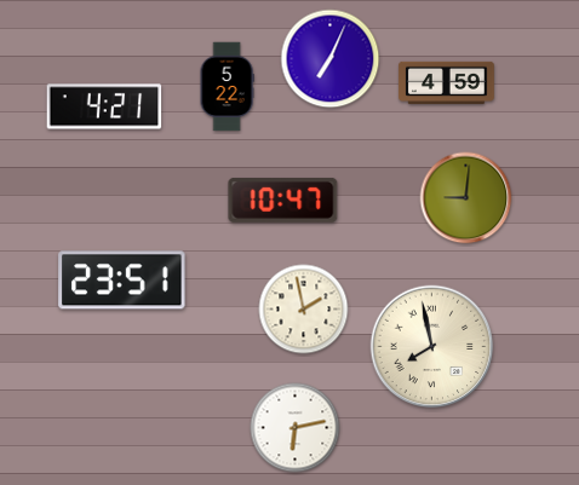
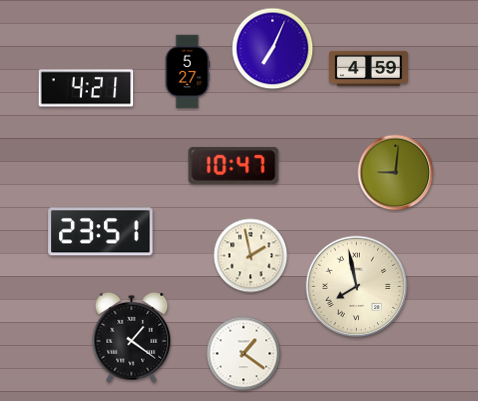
clock at (227, 87): 5:22 -> 5:27
clock at (466, 198) position: (466, 198) -> (396, 173)
clock at (132, 337): none -> 1:21
clock at (296, 428): 6:13 -> 1:21
